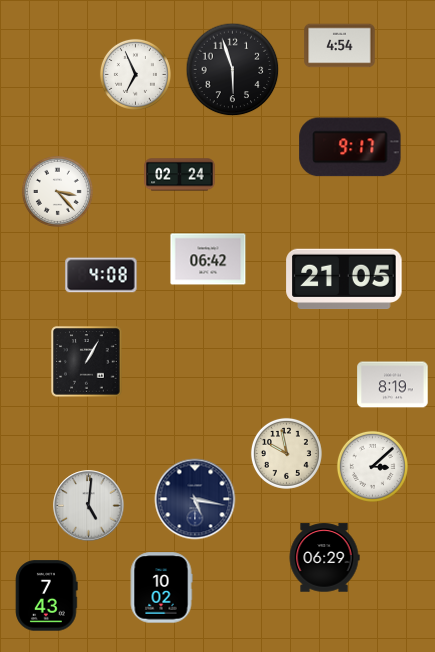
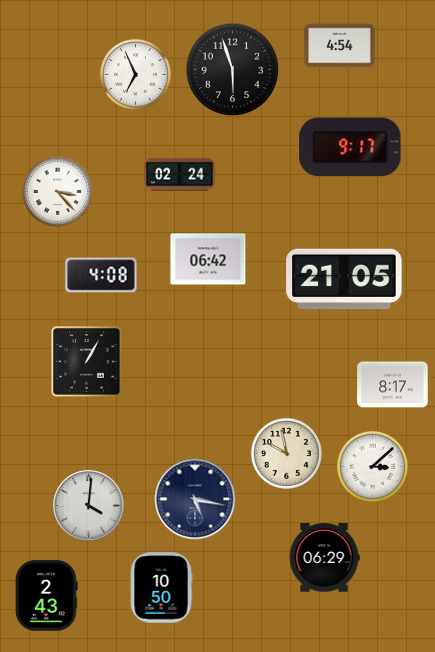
clock at (393, 385): 8:19 -> 8:17
clock at (89, 506): 5:01 -> 4:01
clock at (161, 588): 10:02 -> 10:50
clock at (47, 596): 7:43 -> 2:43
